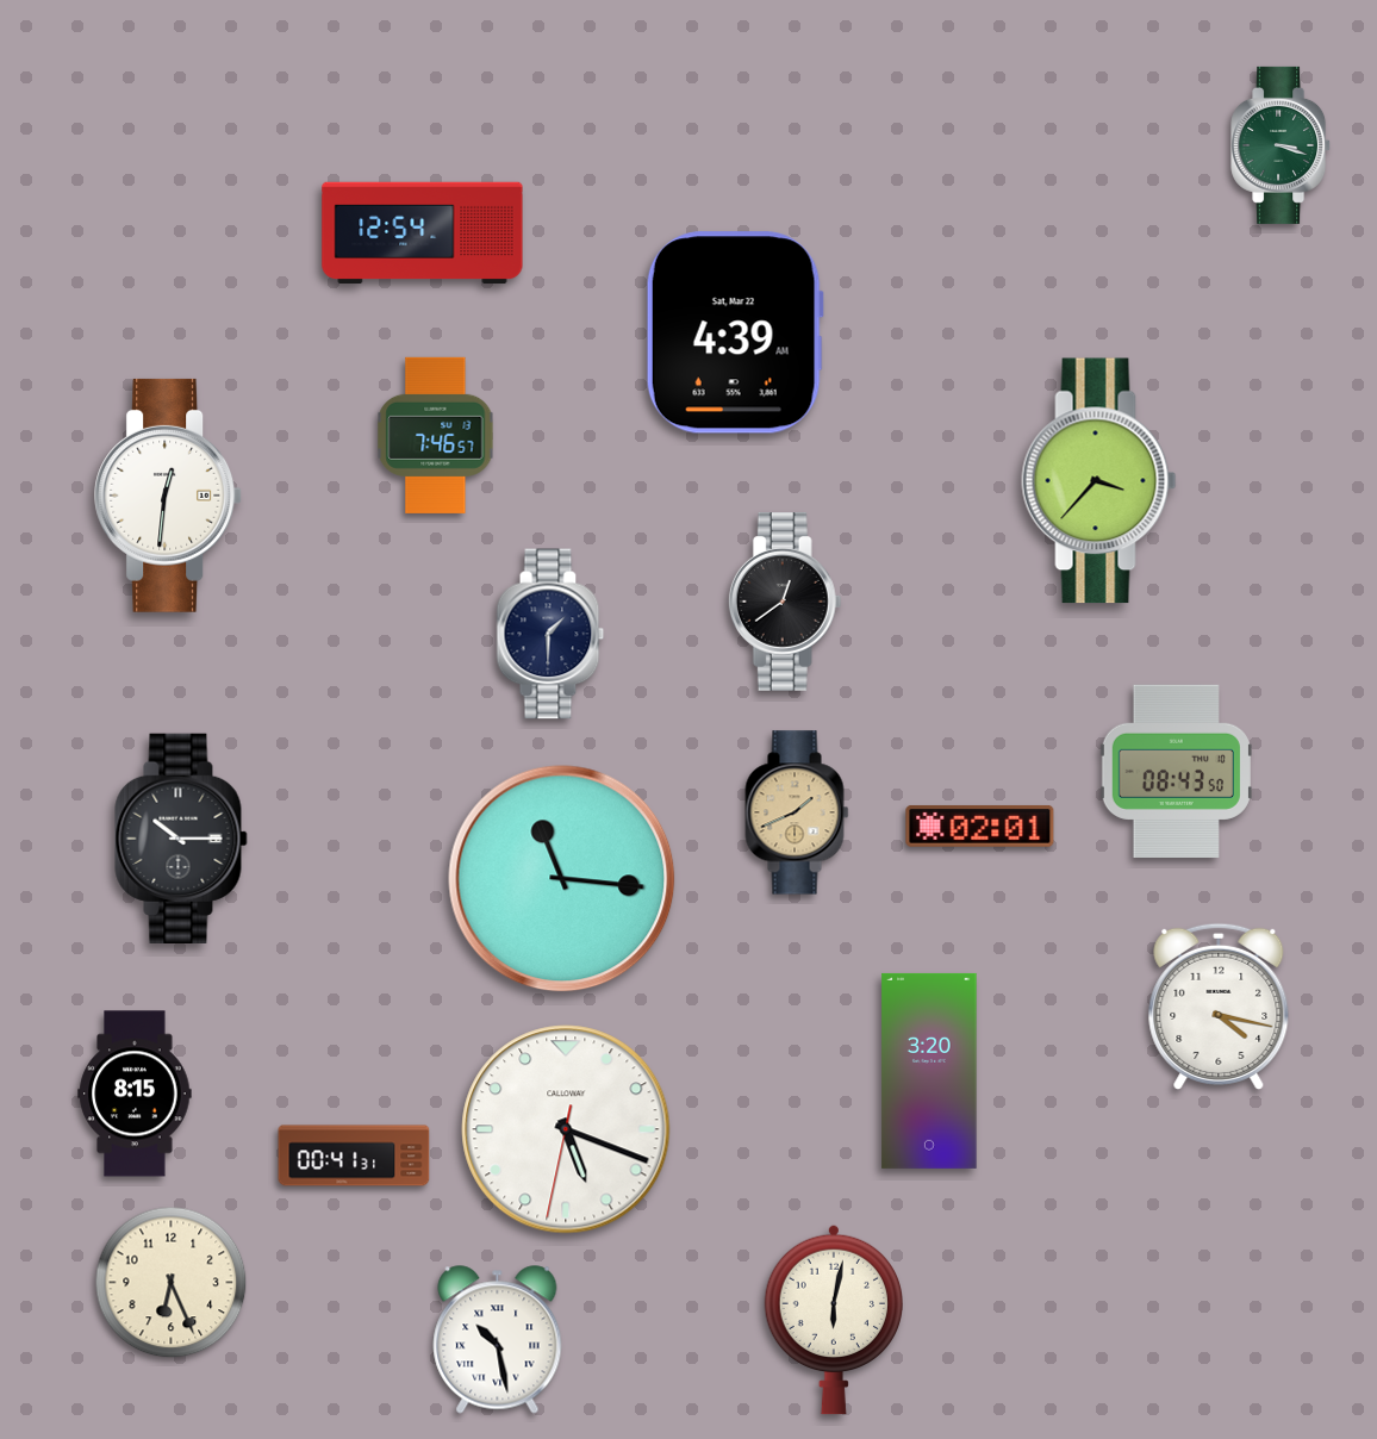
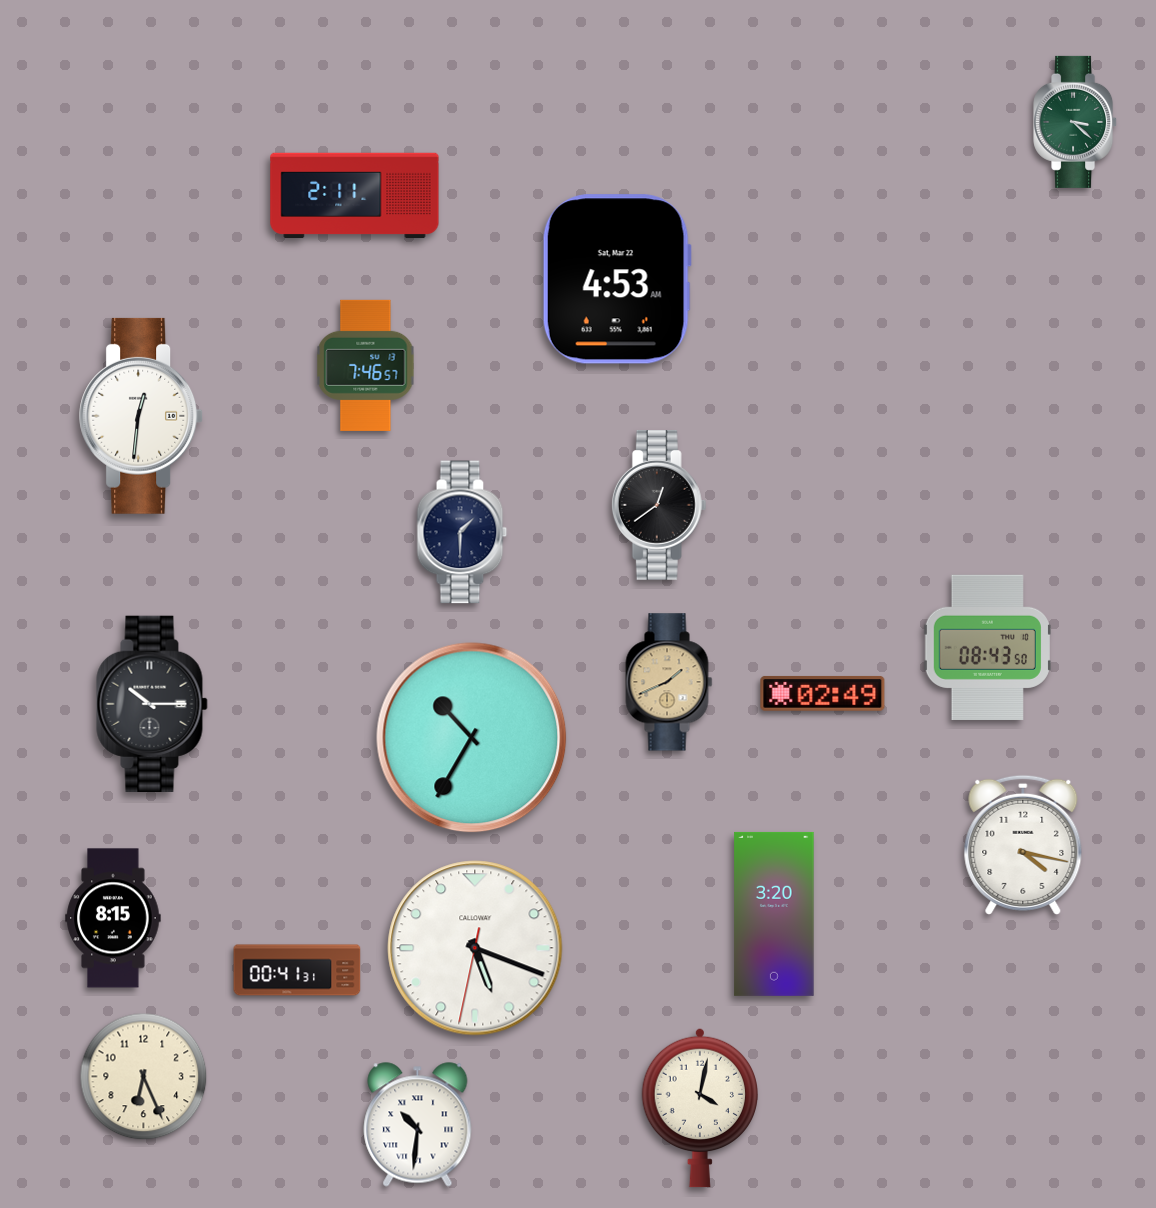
clock at (1282, 145): 3:18 -> 3:22
clock at (423, 233): 12:54 -> 2:11
clock at (735, 332): 4:39 -> 4:53
clock at (1099, 481): 3:37 -> none
clock at (980, 827): 02:01 -> 02:49
clock at (562, 879): 11:16 -> 10:35
clock at (929, 1071) position: (929, 1071) -> (774, 914)
clock at (833, 1320): 6:02 -> 4:02
clock at (498, 1340): 10:28 -> 10:31
